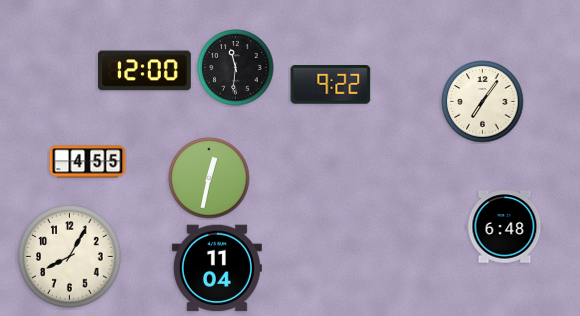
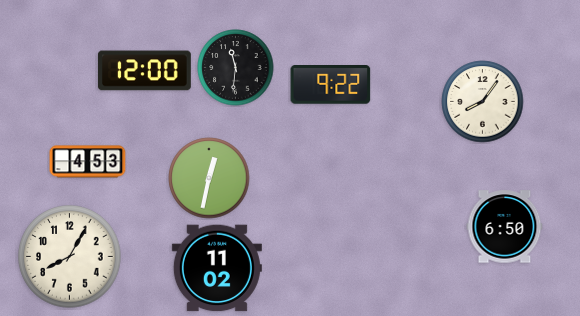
clock at (483, 102): 7:06 -> 8:06
clock at (88, 162): 4:55 -> 4:53
clock at (505, 227): 6:48 -> 6:50
clock at (217, 268): 11:04 -> 11:02
